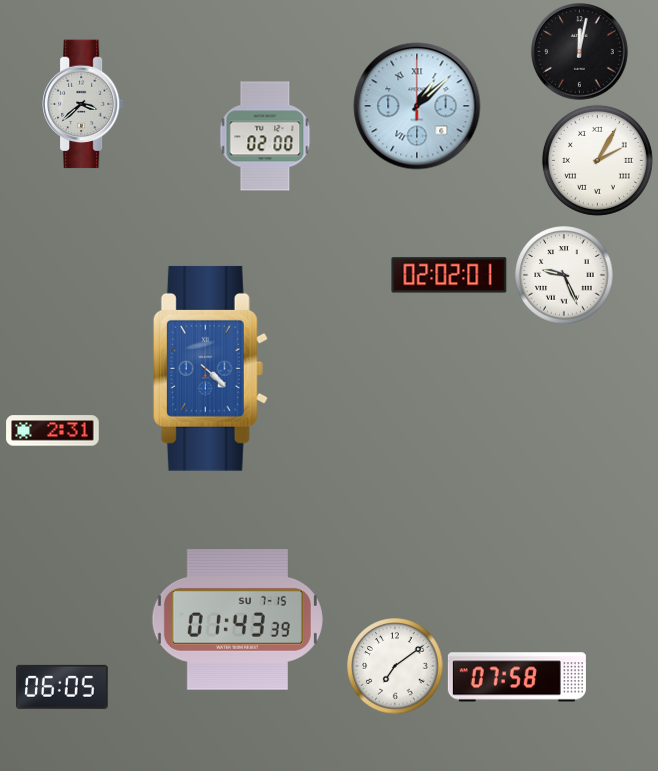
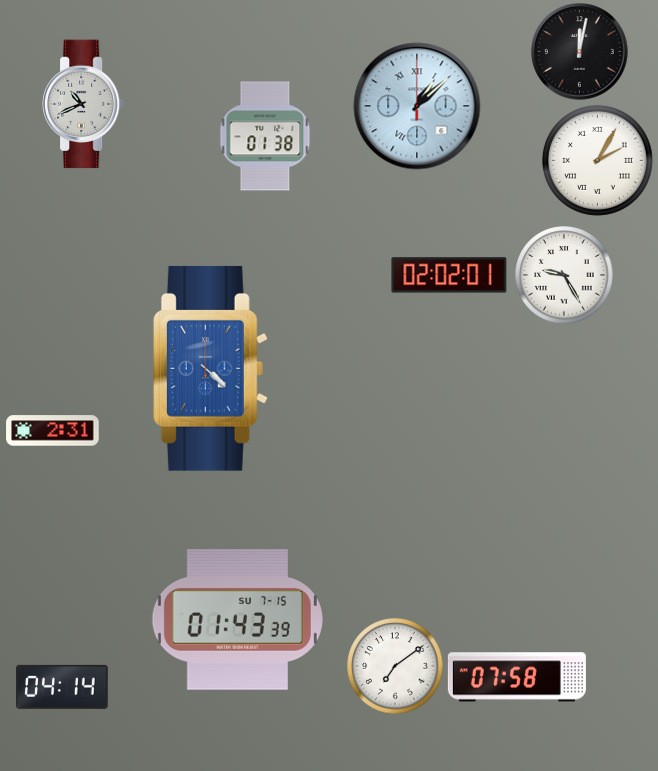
clock at (84, 104): 3:38 -> 10:41
clock at (265, 136): 02:00 -> 01:38
clock at (564, 275): 9:26 -> 9:25
clock at (63, 687): 06:05 -> 04:14
